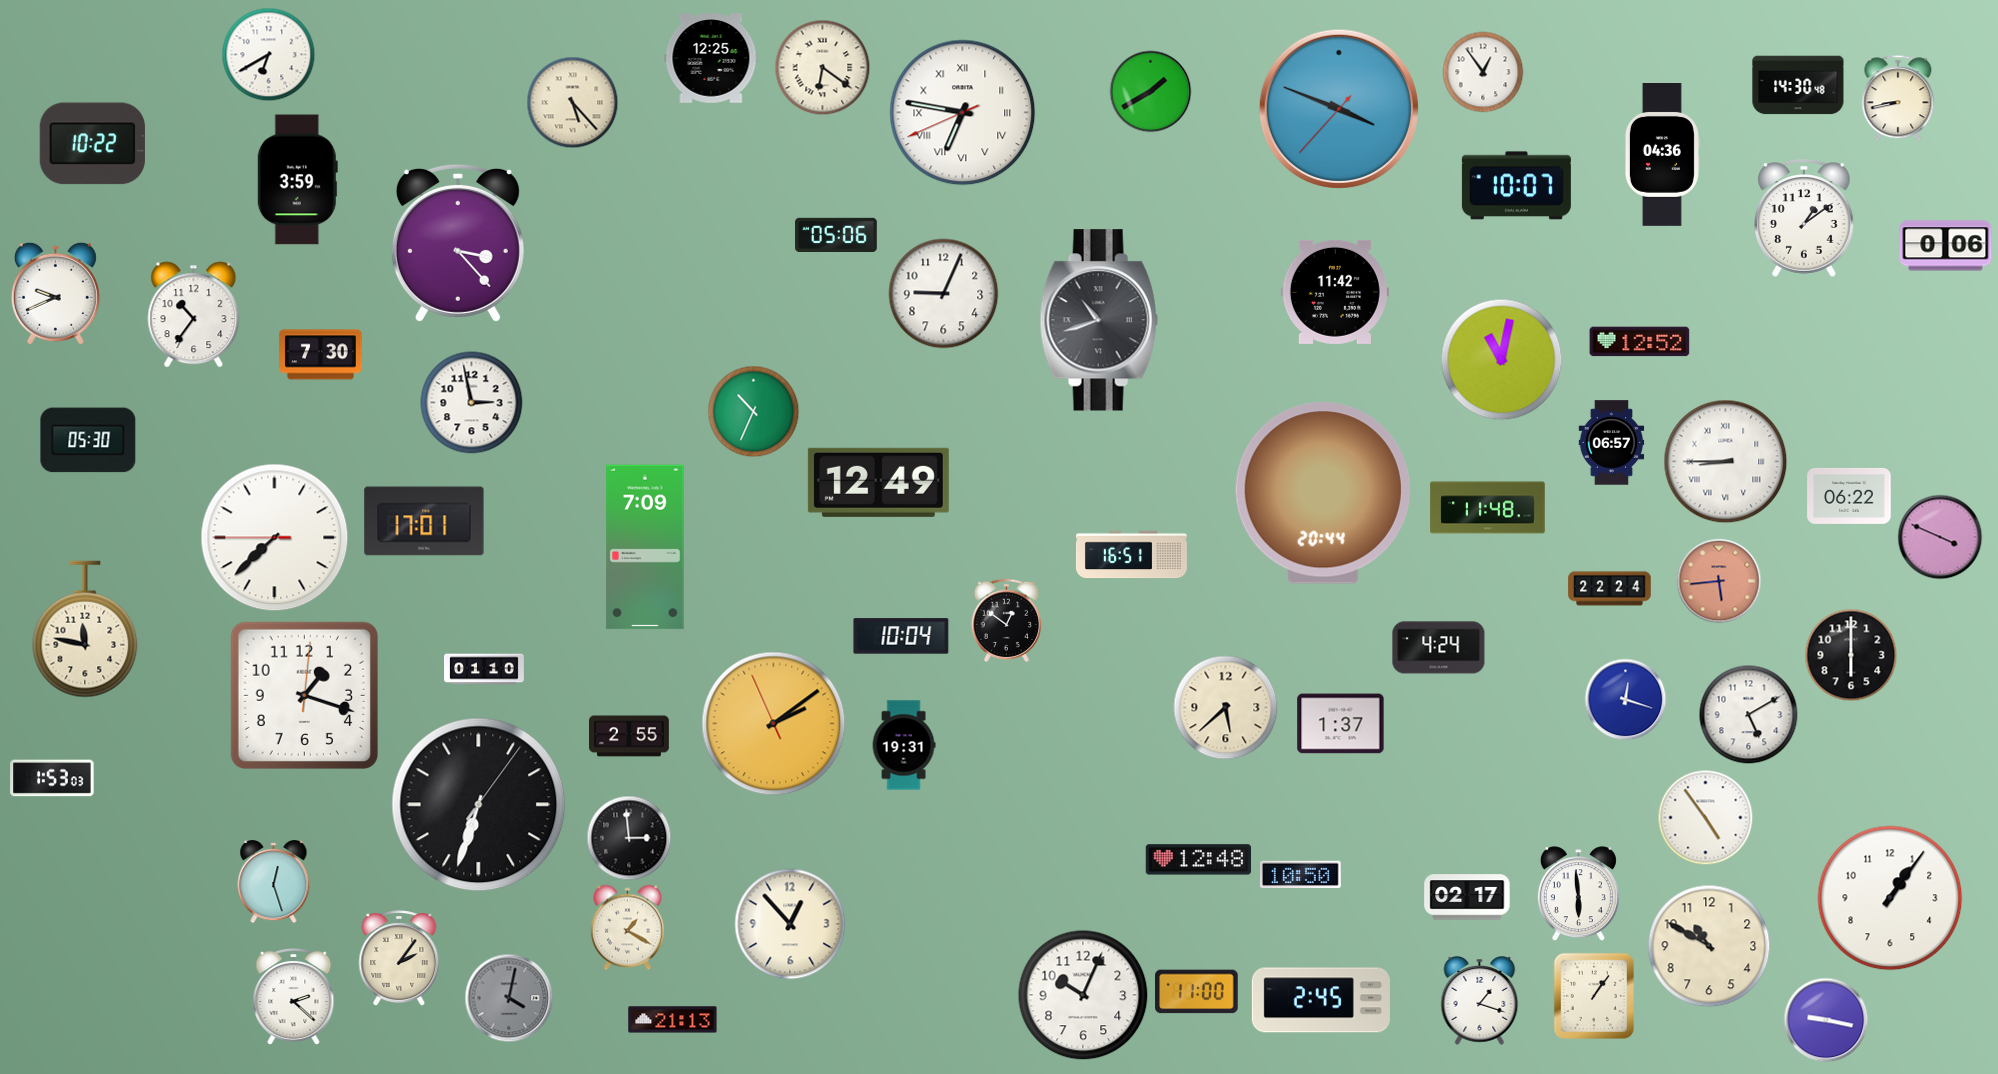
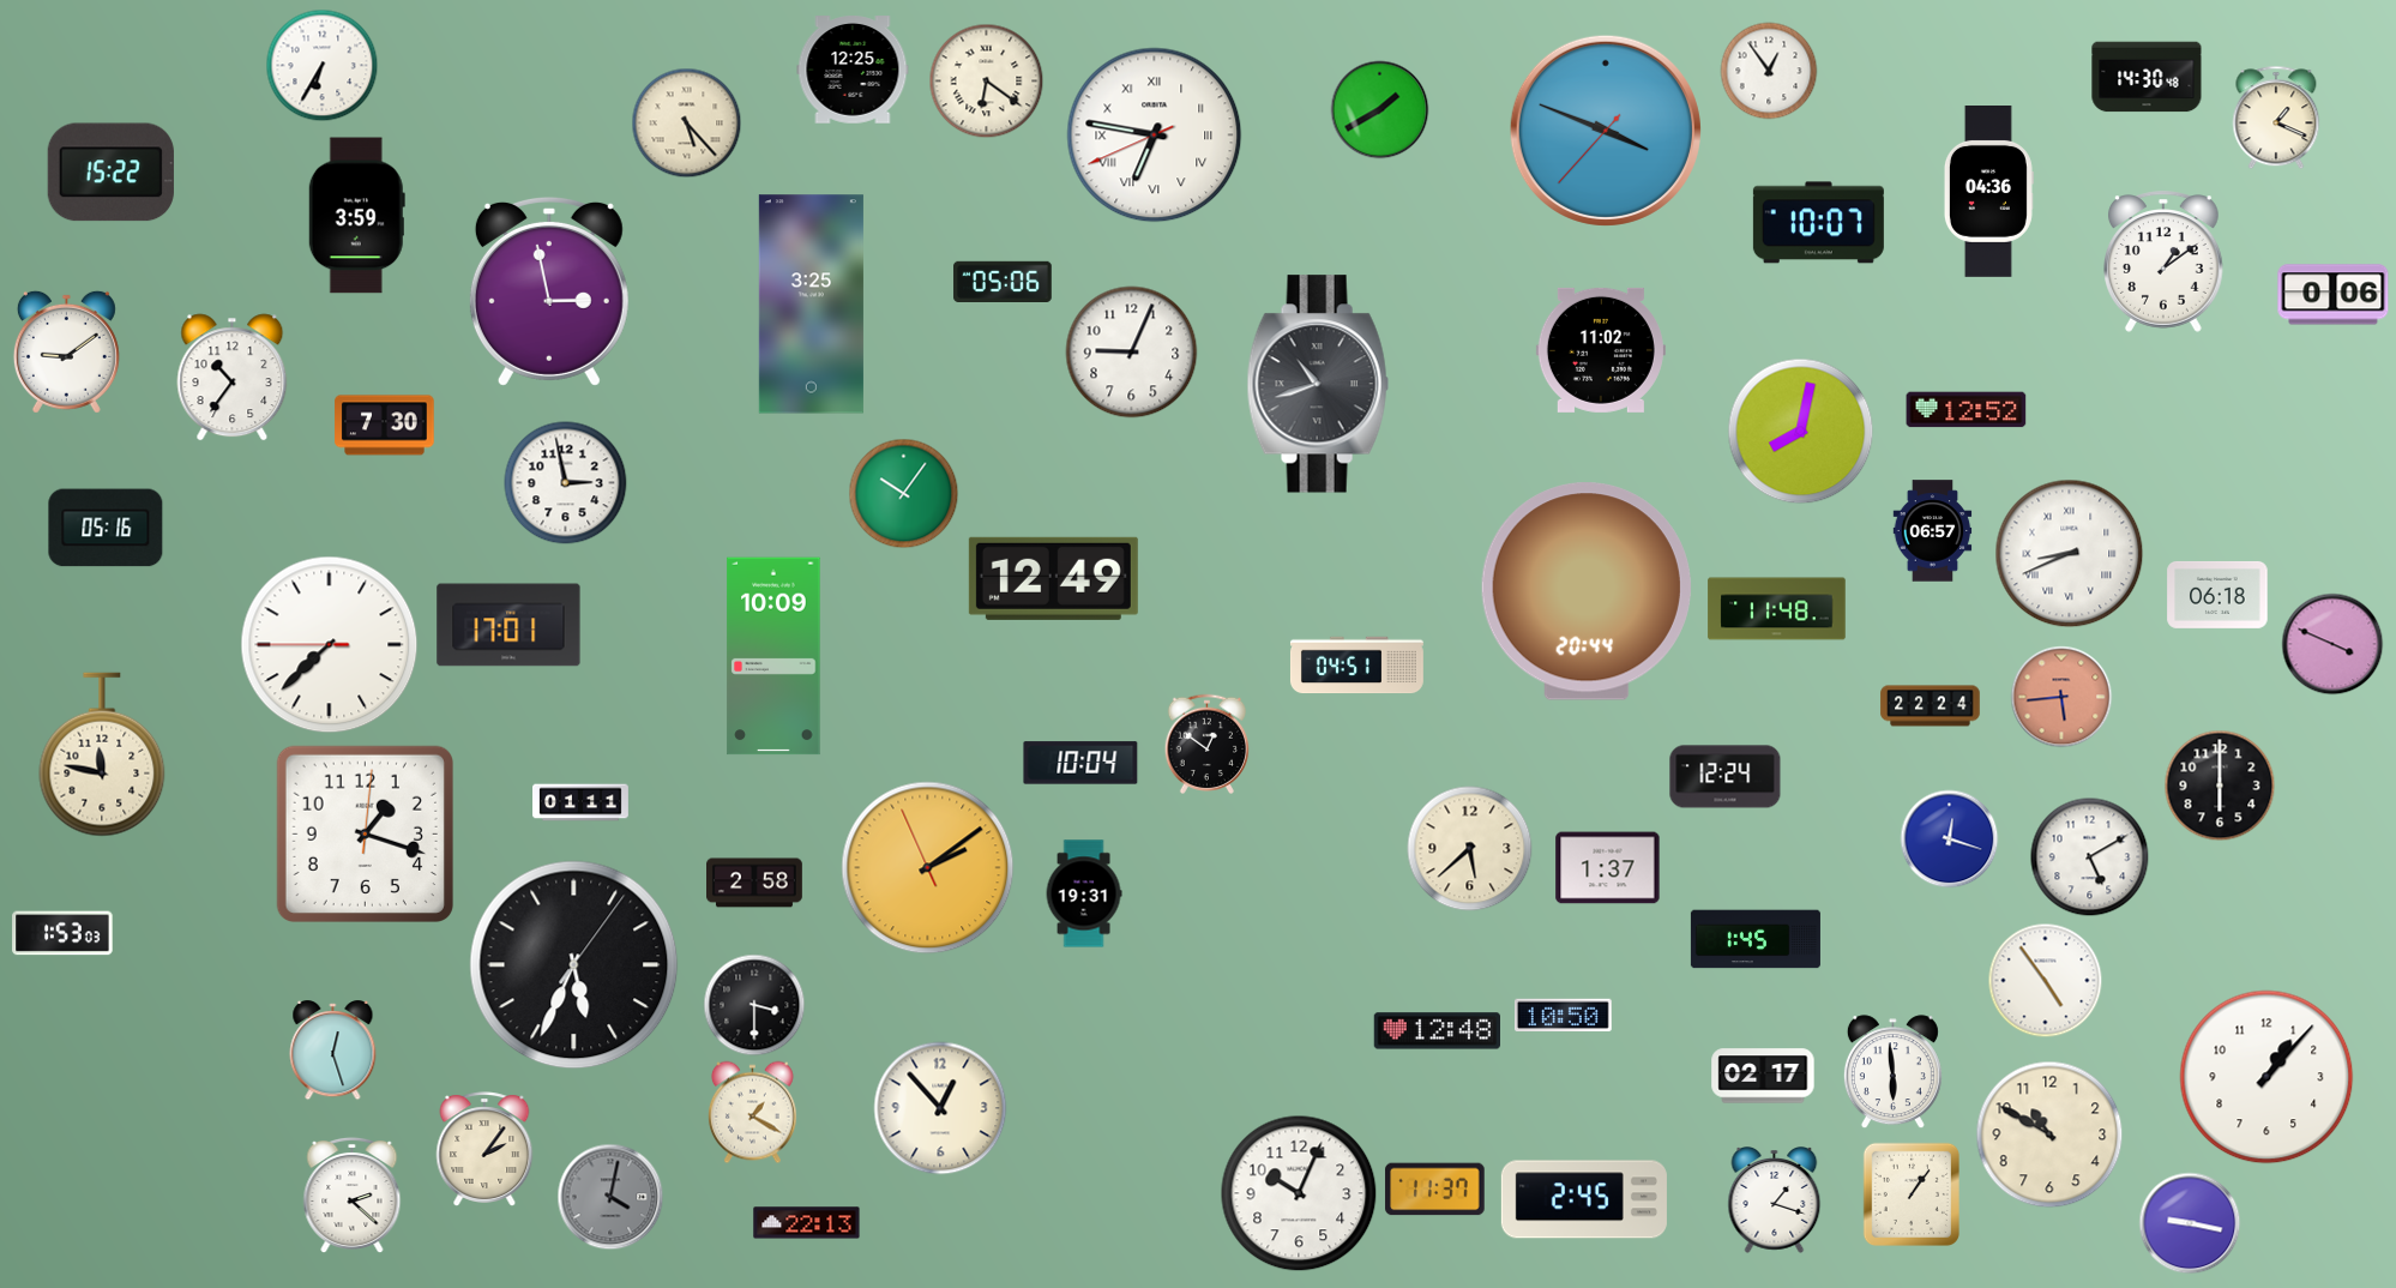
clock at (269, 55): 6:40 -> 6:35
clock at (1483, 72) position: (1483, 72) -> (1769, 71)
clock at (1798, 85) position: (1798, 85) -> (2147, 77)
clock at (1898, 98): 8:43 -> 1:19
clock at (92, 144): 10:22 -> 15:22
clock at (1662, 155) position: (1662, 155) -> (1988, 192)
clock at (458, 243): 3:23 -> 2:58
clock at (811, 305): none -> 3:25
clock at (1335, 292): 11:42 -> 11:02
clock at (55, 293): 9:41 -> 9:09
clock at (1502, 360): 11:02 -> 8:02
clock at (754, 412): 10:34 -> 10:06
clock at (88, 440): 05:30 -> 05:16
clock at (1726, 462): 8:45 -> 8:41
clock at (1849, 496): 06:22 -> 06:18
clock at (1488, 508) position: (1488, 508) -> (1777, 609)
clock at (1940, 537) position: (1940, 537) -> (2332, 644)
clock at (645, 547): 7:09 -> 10:09
clock at (1131, 555): 16:51 -> 04:51
clock at (1439, 648): 4:24 -> 12:24
clock at (485, 669): 01:10 -> 01:11
clock at (1749, 715) position: (1749, 715) -> (2090, 857)
clock at (630, 736): 2:55 -> 2:58
clock at (1756, 939): none -> 1:45
clock at (479, 805): 6:33 -> 5:34
clock at (629, 838): 2:59 -> 3:30
clock at (1301, 875) position: (1301, 875) -> (1564, 1016)
clock at (274, 882) position: (274, 882) -> (333, 1051)
clock at (1467, 897) position: (1467, 897) -> (1763, 1076)
clock at (1890, 898): 1:06 -> 1:07
clock at (790, 924) position: (790, 924) -> (940, 1108)
clock at (399, 958) position: (399, 958) -> (484, 1149)
clock at (1197, 992): 11:00 -> 11:37
clock at (673, 1020): 21:13 -> 22:13
